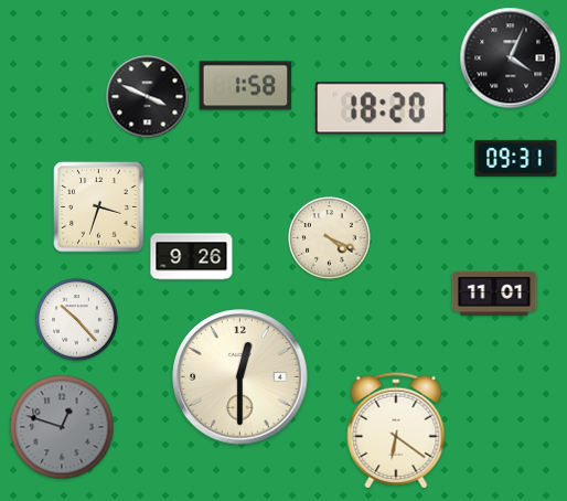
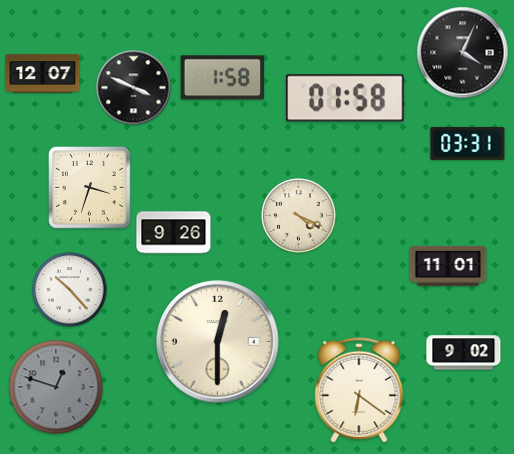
clock at (43, 74): none -> 12:07
clock at (381, 108): 18:20 -> 01:58
clock at (516, 158): 09:31 -> 03:31
clock at (464, 353): none -> 9:02
